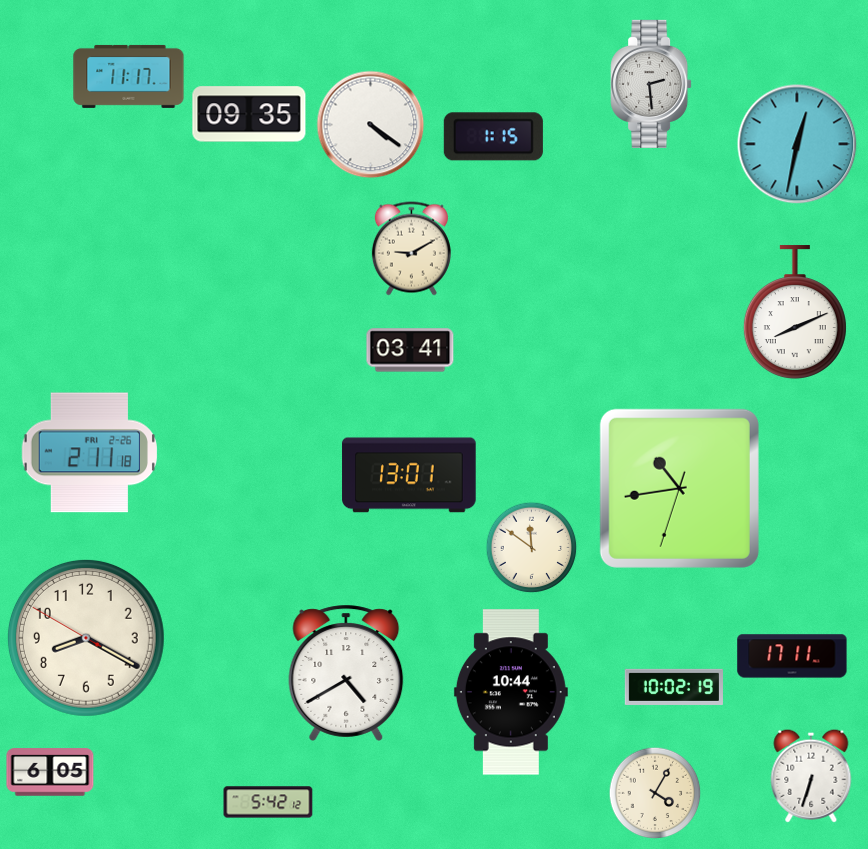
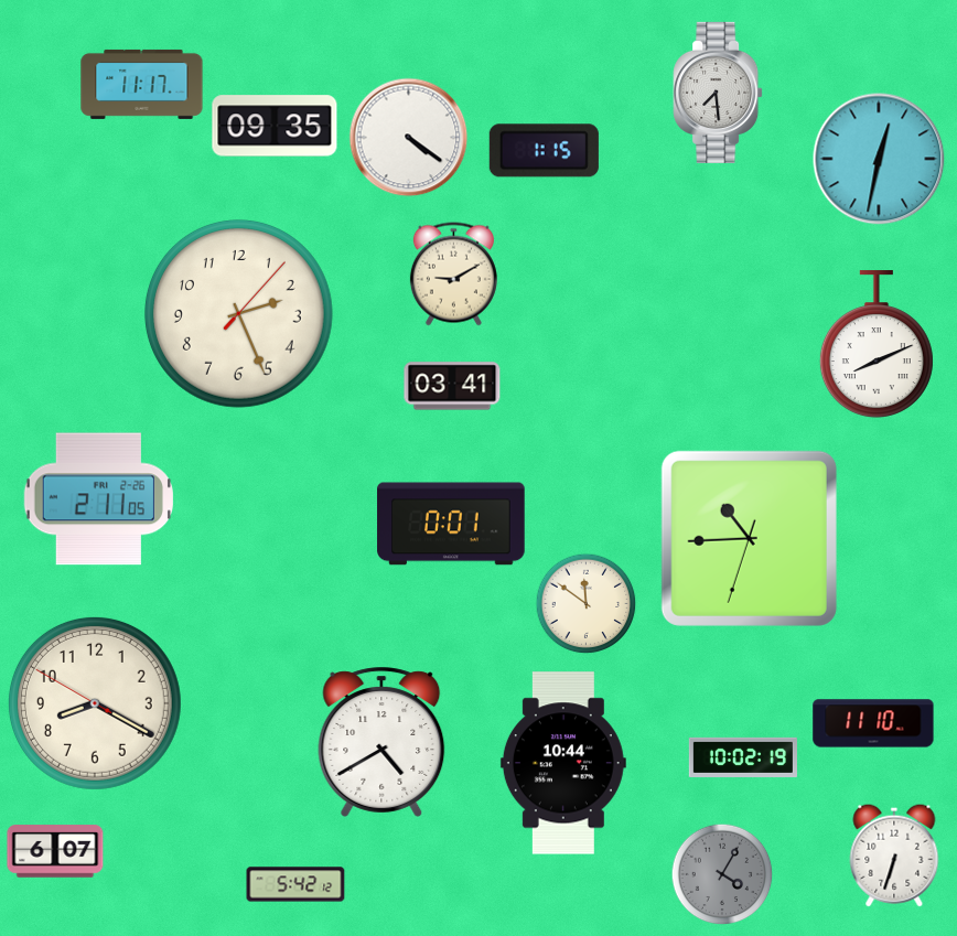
clock at (651, 84): 2:29 -> 7:29
clock at (238, 313): none -> 2:26
clock at (89, 453): 2:11:18 -> 2:11:05
clock at (409, 475): 13:01 -> 0:01
clock at (679, 488): 10:43 -> 10:44
clock at (792, 656): 17:11 -> 11:10
clock at (50, 772): 6:05 -> 6:07
clock at (655, 793) dial: cream -> grey
